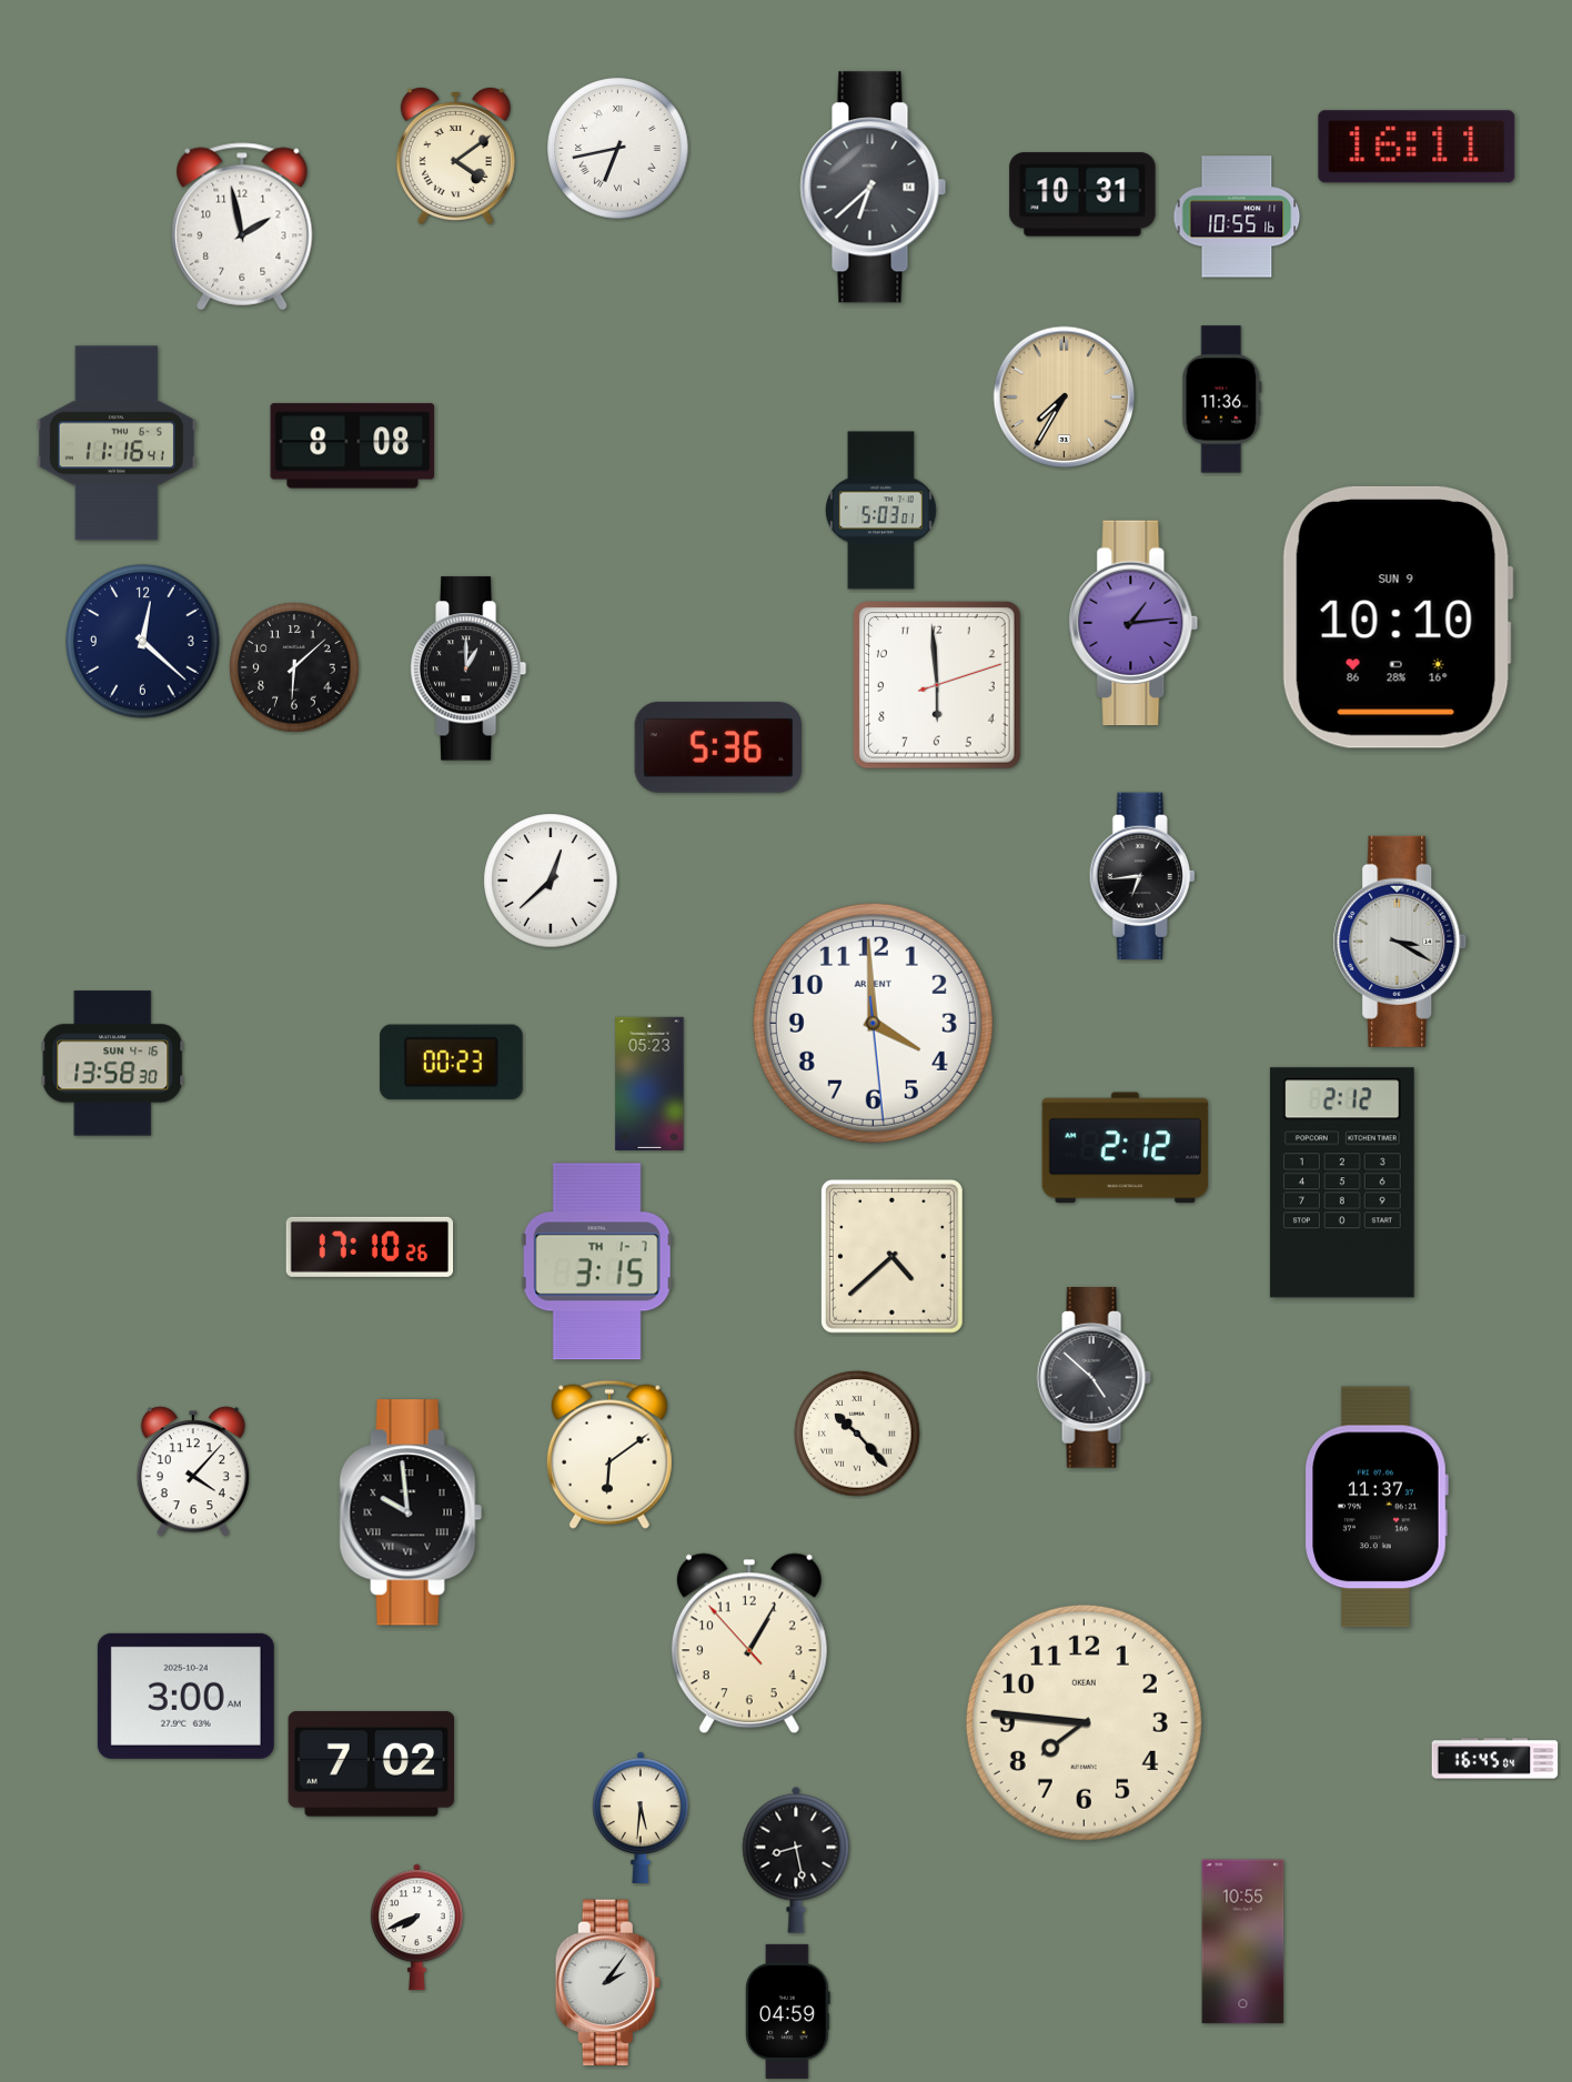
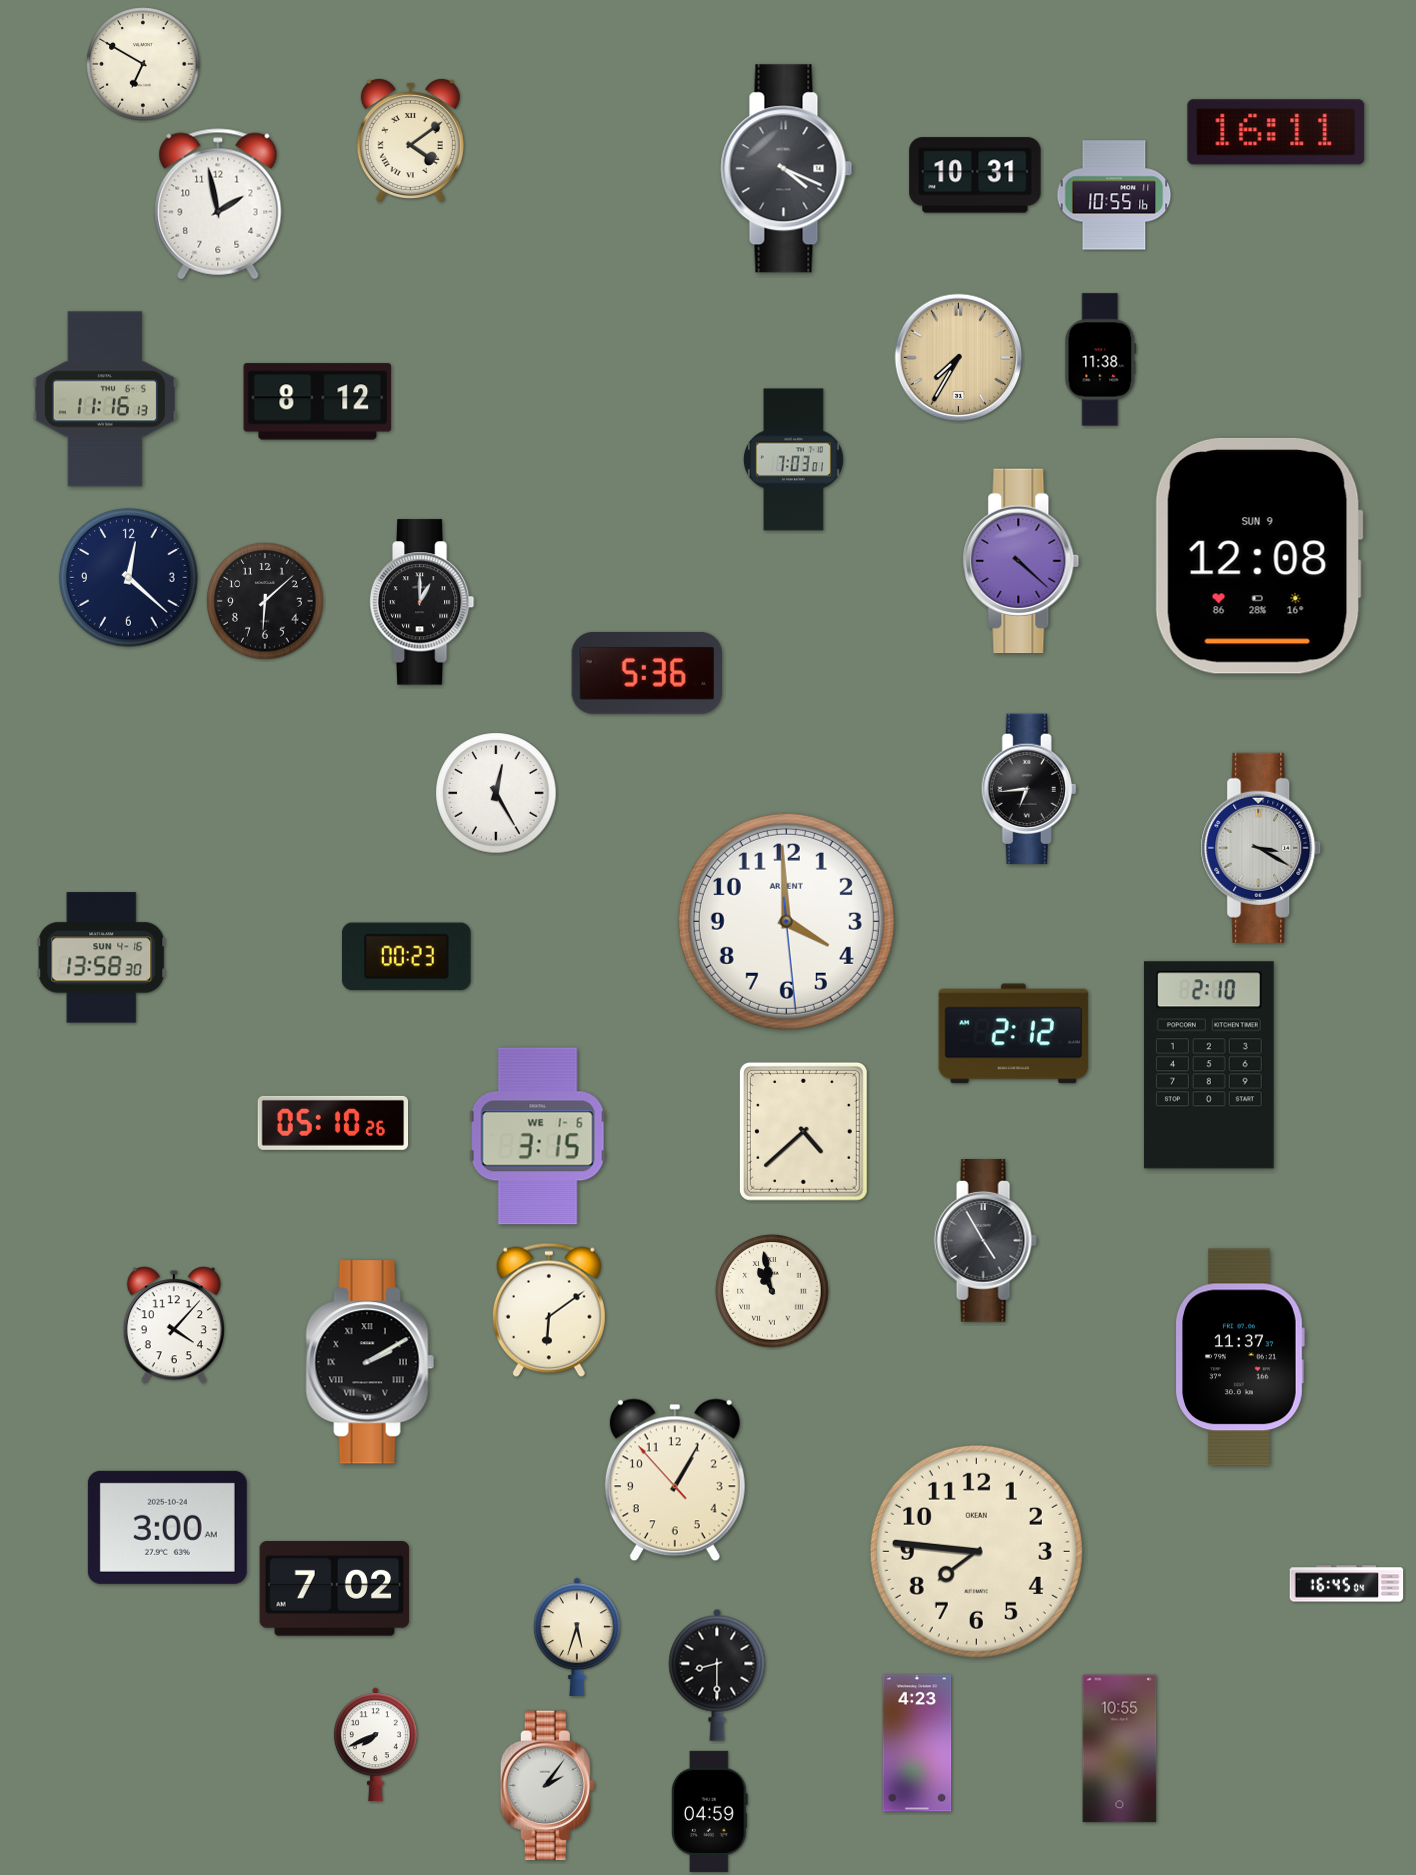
clock at (143, 64): none -> 6:50
clock at (618, 149): 6:43 -> none
clock at (874, 188): 6:38 -> 4:19
clock at (1222, 400): 11:36 -> 11:38
clock at (117, 443): 11:16:41 -> 11:16:13
clock at (353, 446): 8:08 -> 8:12
clock at (880, 511): 5:03 -> 7:03
clock at (1398, 617): 10:10 -> 12:08
clock at (1133, 623): 1:14 -> 4:22
clock at (937, 685): 5:59 -> none
clock at (551, 881): 12:38 -> 12:25
clock at (649, 1084): 05:23 -> none
clock at (1342, 1183): 2:12 -> 2:10
clock at (370, 1247): 17:10 -> 05:10
clock at (597, 1261) date: TH 1-7 -> WE 1-6
clock at (1094, 1378): 4:52 -> 4:55
clock at (857, 1434): 10:23 -> 10:58
clock at (411, 1512): 9:59 -> 2:10
clock at (641, 1818): 5:31 -> 5:33
clock at (796, 1860): 8:28 -> 8:30
clock at (416, 1928) position: (416, 1928) -> (375, 1745)
clock at (917, 1743): none -> 4:23
